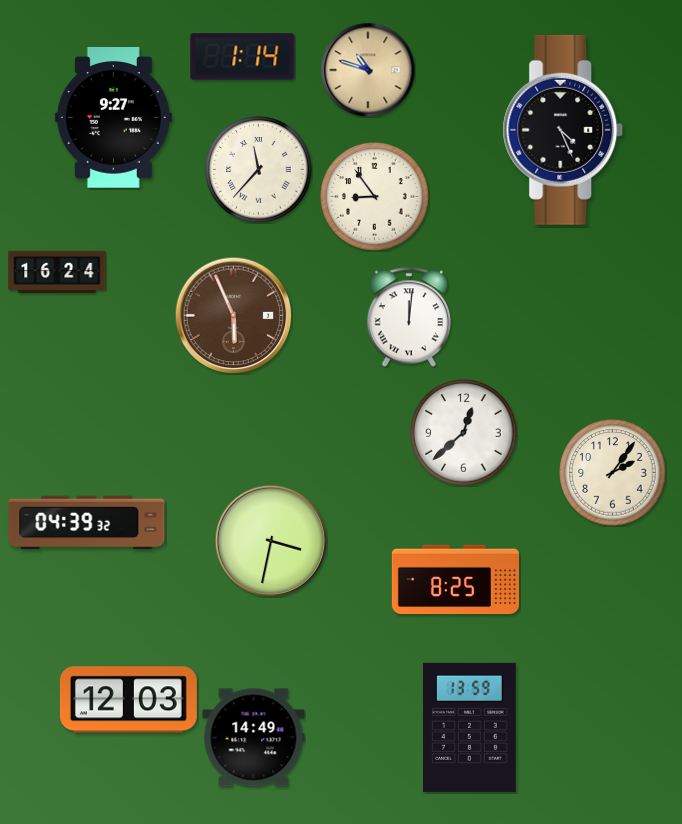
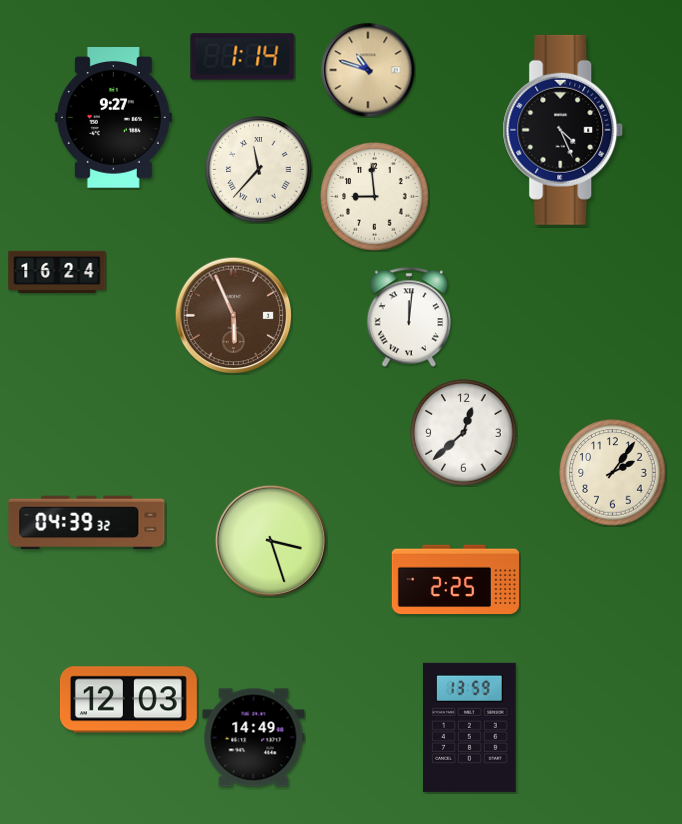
clock at (375, 197): 8:54 -> 8:59
clock at (271, 541): 3:32 -> 3:27
clock at (455, 580): 8:25 -> 2:25
